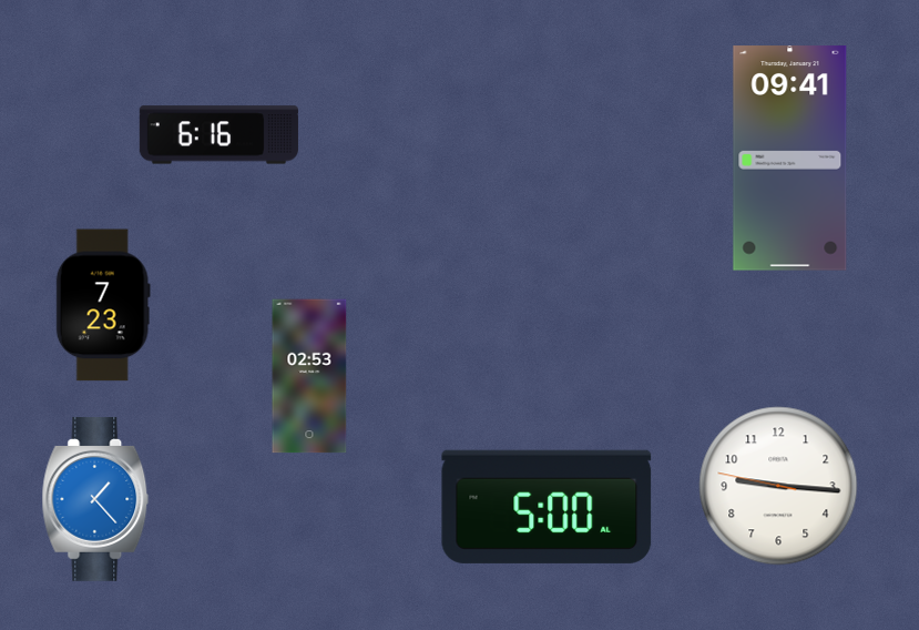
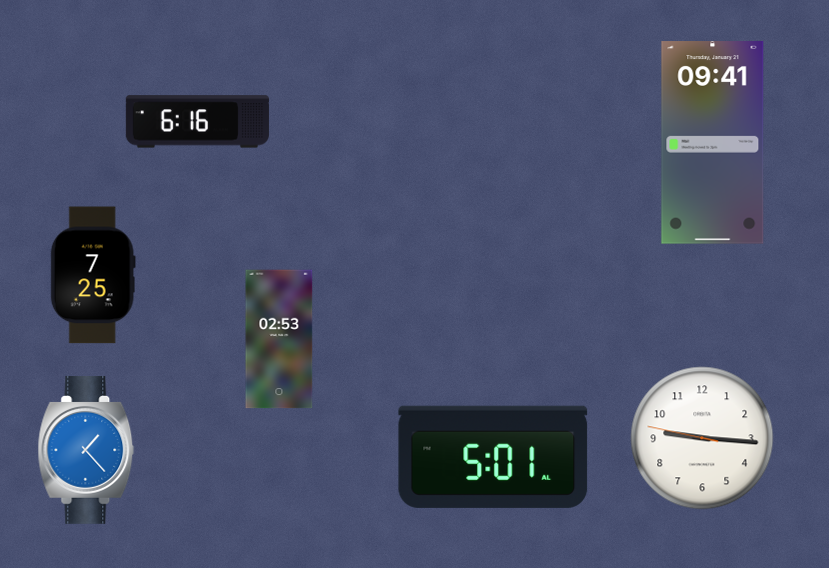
clock at (103, 305): 7:23 -> 7:25
clock at (547, 507): 5:00 -> 5:01
